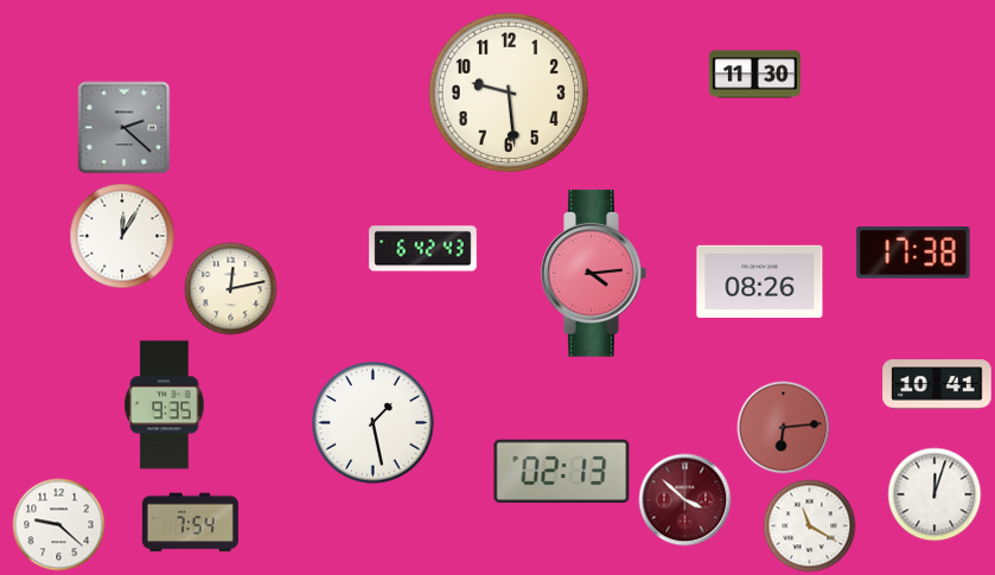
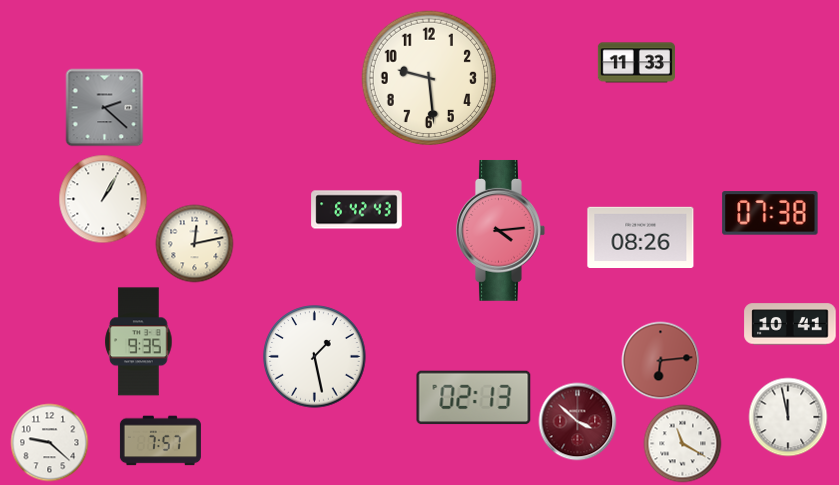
clock at (754, 75): 11:30 -> 11:33
clock at (122, 236): 12:05 -> 1:05
clock at (913, 253): 17:38 -> 07:38
clock at (935, 494): 12:03 -> 11:58
clock at (190, 523): 7:54 -> 7:57
